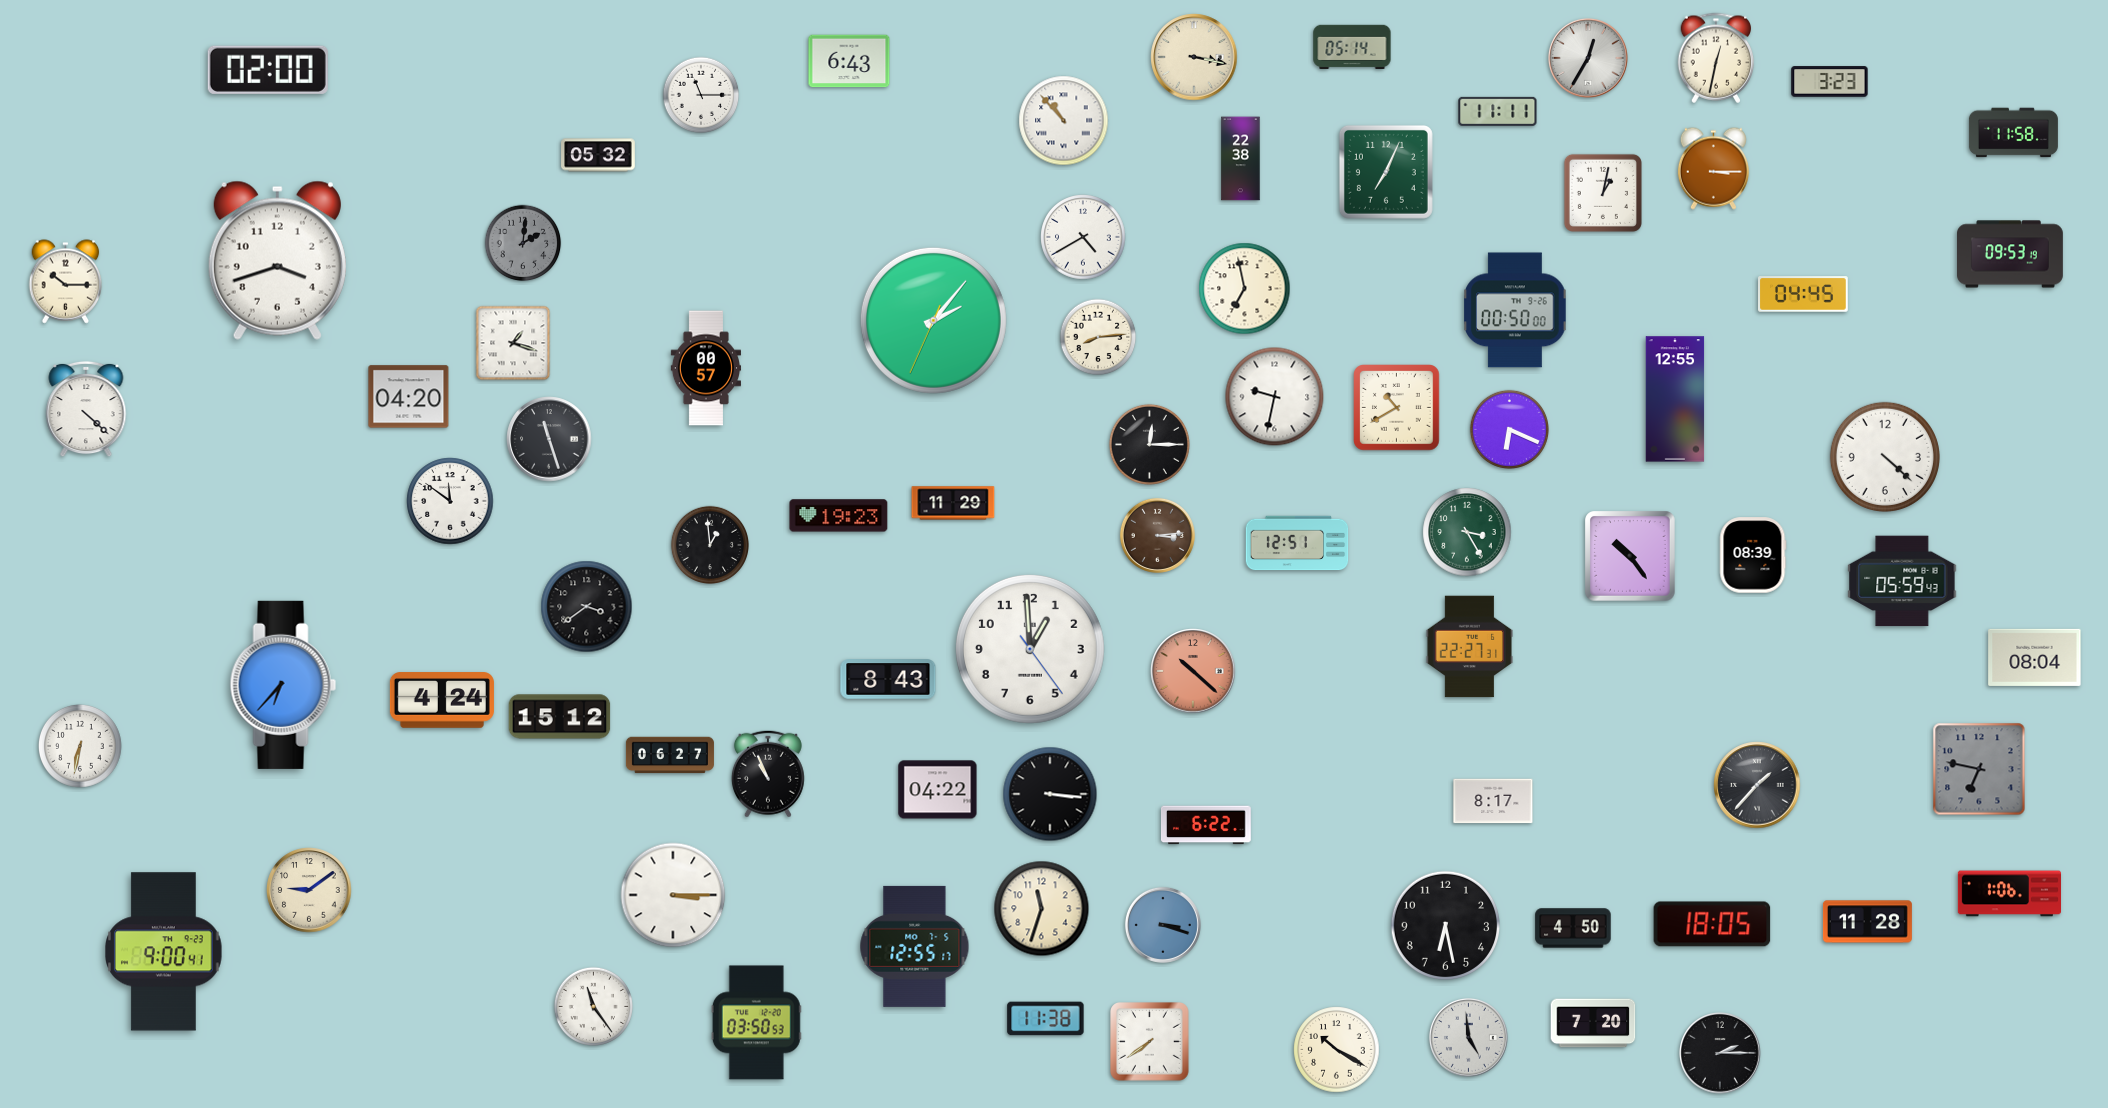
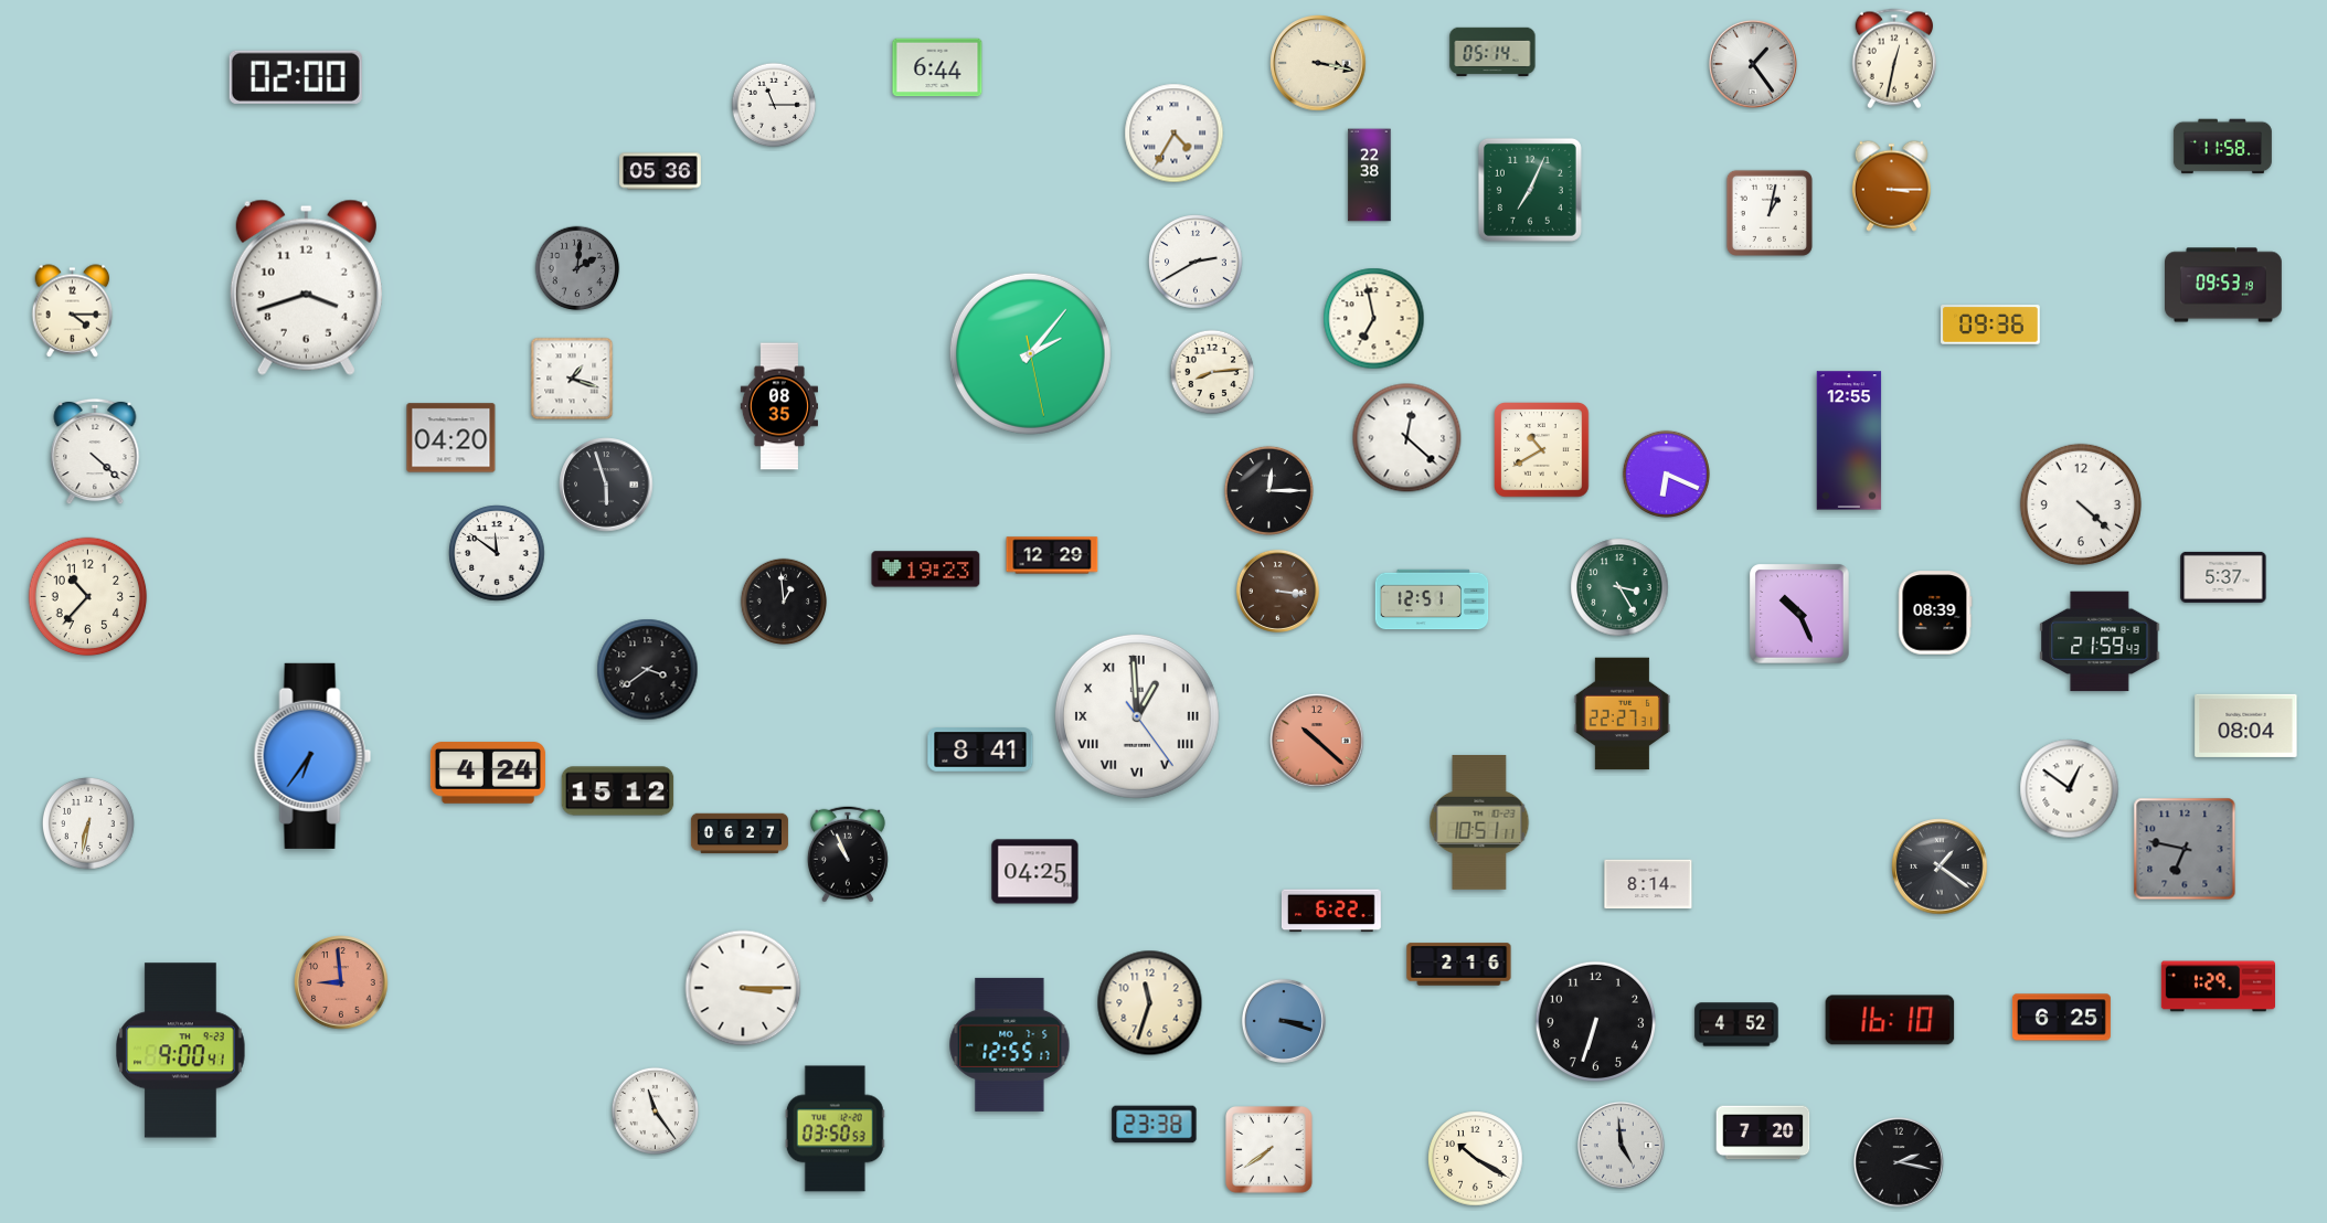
clock at (1588, 58): 12:35 -> 1:24
clock at (1716, 58) position: (1716, 58) -> (1894, 59)
clock at (849, 61): 6:43 -> 6:44
clock at (1830, 82): 3:23 -> none
clock at (1498, 111): 11:11 -> none
clock at (1064, 121): 10:53 -> 4:35
clock at (598, 155): 05:32 -> 05:36
clock at (1083, 237): 4:40 -> 2:40
clock at (2011, 254) position: (2011, 254) -> (2224, 285)
clock at (66, 282): 10:15 -> 4:15
clock at (1804, 294): 04:45 -> 09:36
clock at (1515, 310): 00:50 -> none
clock at (933, 320): 2:06:34 -> 2:06:28
clock at (513, 343) position: (513, 343) -> (572, 379)
clock at (705, 368): 00:57 -> 08:35
clock at (1275, 397): 9:32 -> 12:22
clock at (549, 439): 11:27 -> 5:57
clock at (953, 503): 11:29 -> 12:29
clock at (2223, 577): none -> 5:37
clock at (1157, 535): 3:14 -> 3:16
clock at (88, 597): none -> 10:37
clock at (1631, 557): 10:24 -> 10:26
clock at (1902, 581): 05:59 -> 21:59
clock at (1030, 649) numerals: Arabic -> Roman
clock at (888, 679): 8:43 -> 8:41
clock at (283, 685): 6:37 -> 6:36
clock at (2070, 789): none -> 12:51
clock at (1479, 822): none -> 10:51
clock at (1757, 785): 1:37 -> 1:21
clock at (938, 790): 04:22 -> 04:25
clock at (1050, 794): 3:16 -> none
clock at (1493, 801): 8:17 -> 8:14
clock at (1459, 965): none -> 2:16
clock at (309, 890): 9:09 -> 8:59
clock at (309, 890) dial: cream -> salmon
clock at (2009, 894): 1:06 -> 1:29
clock at (1867, 922): 11:28 -> 6:25
clock at (1712, 924): 18:05 -> 16:10
clock at (1445, 925): 6:28 -> 6:33
clock at (1573, 928): 4:50 -> 4:52
clock at (1046, 1019): 11:38 -> 23:38
clock at (1593, 1023) position: (1593, 1023) -> (1763, 1132)
clock at (1721, 1054): 2:15 -> 2:17
